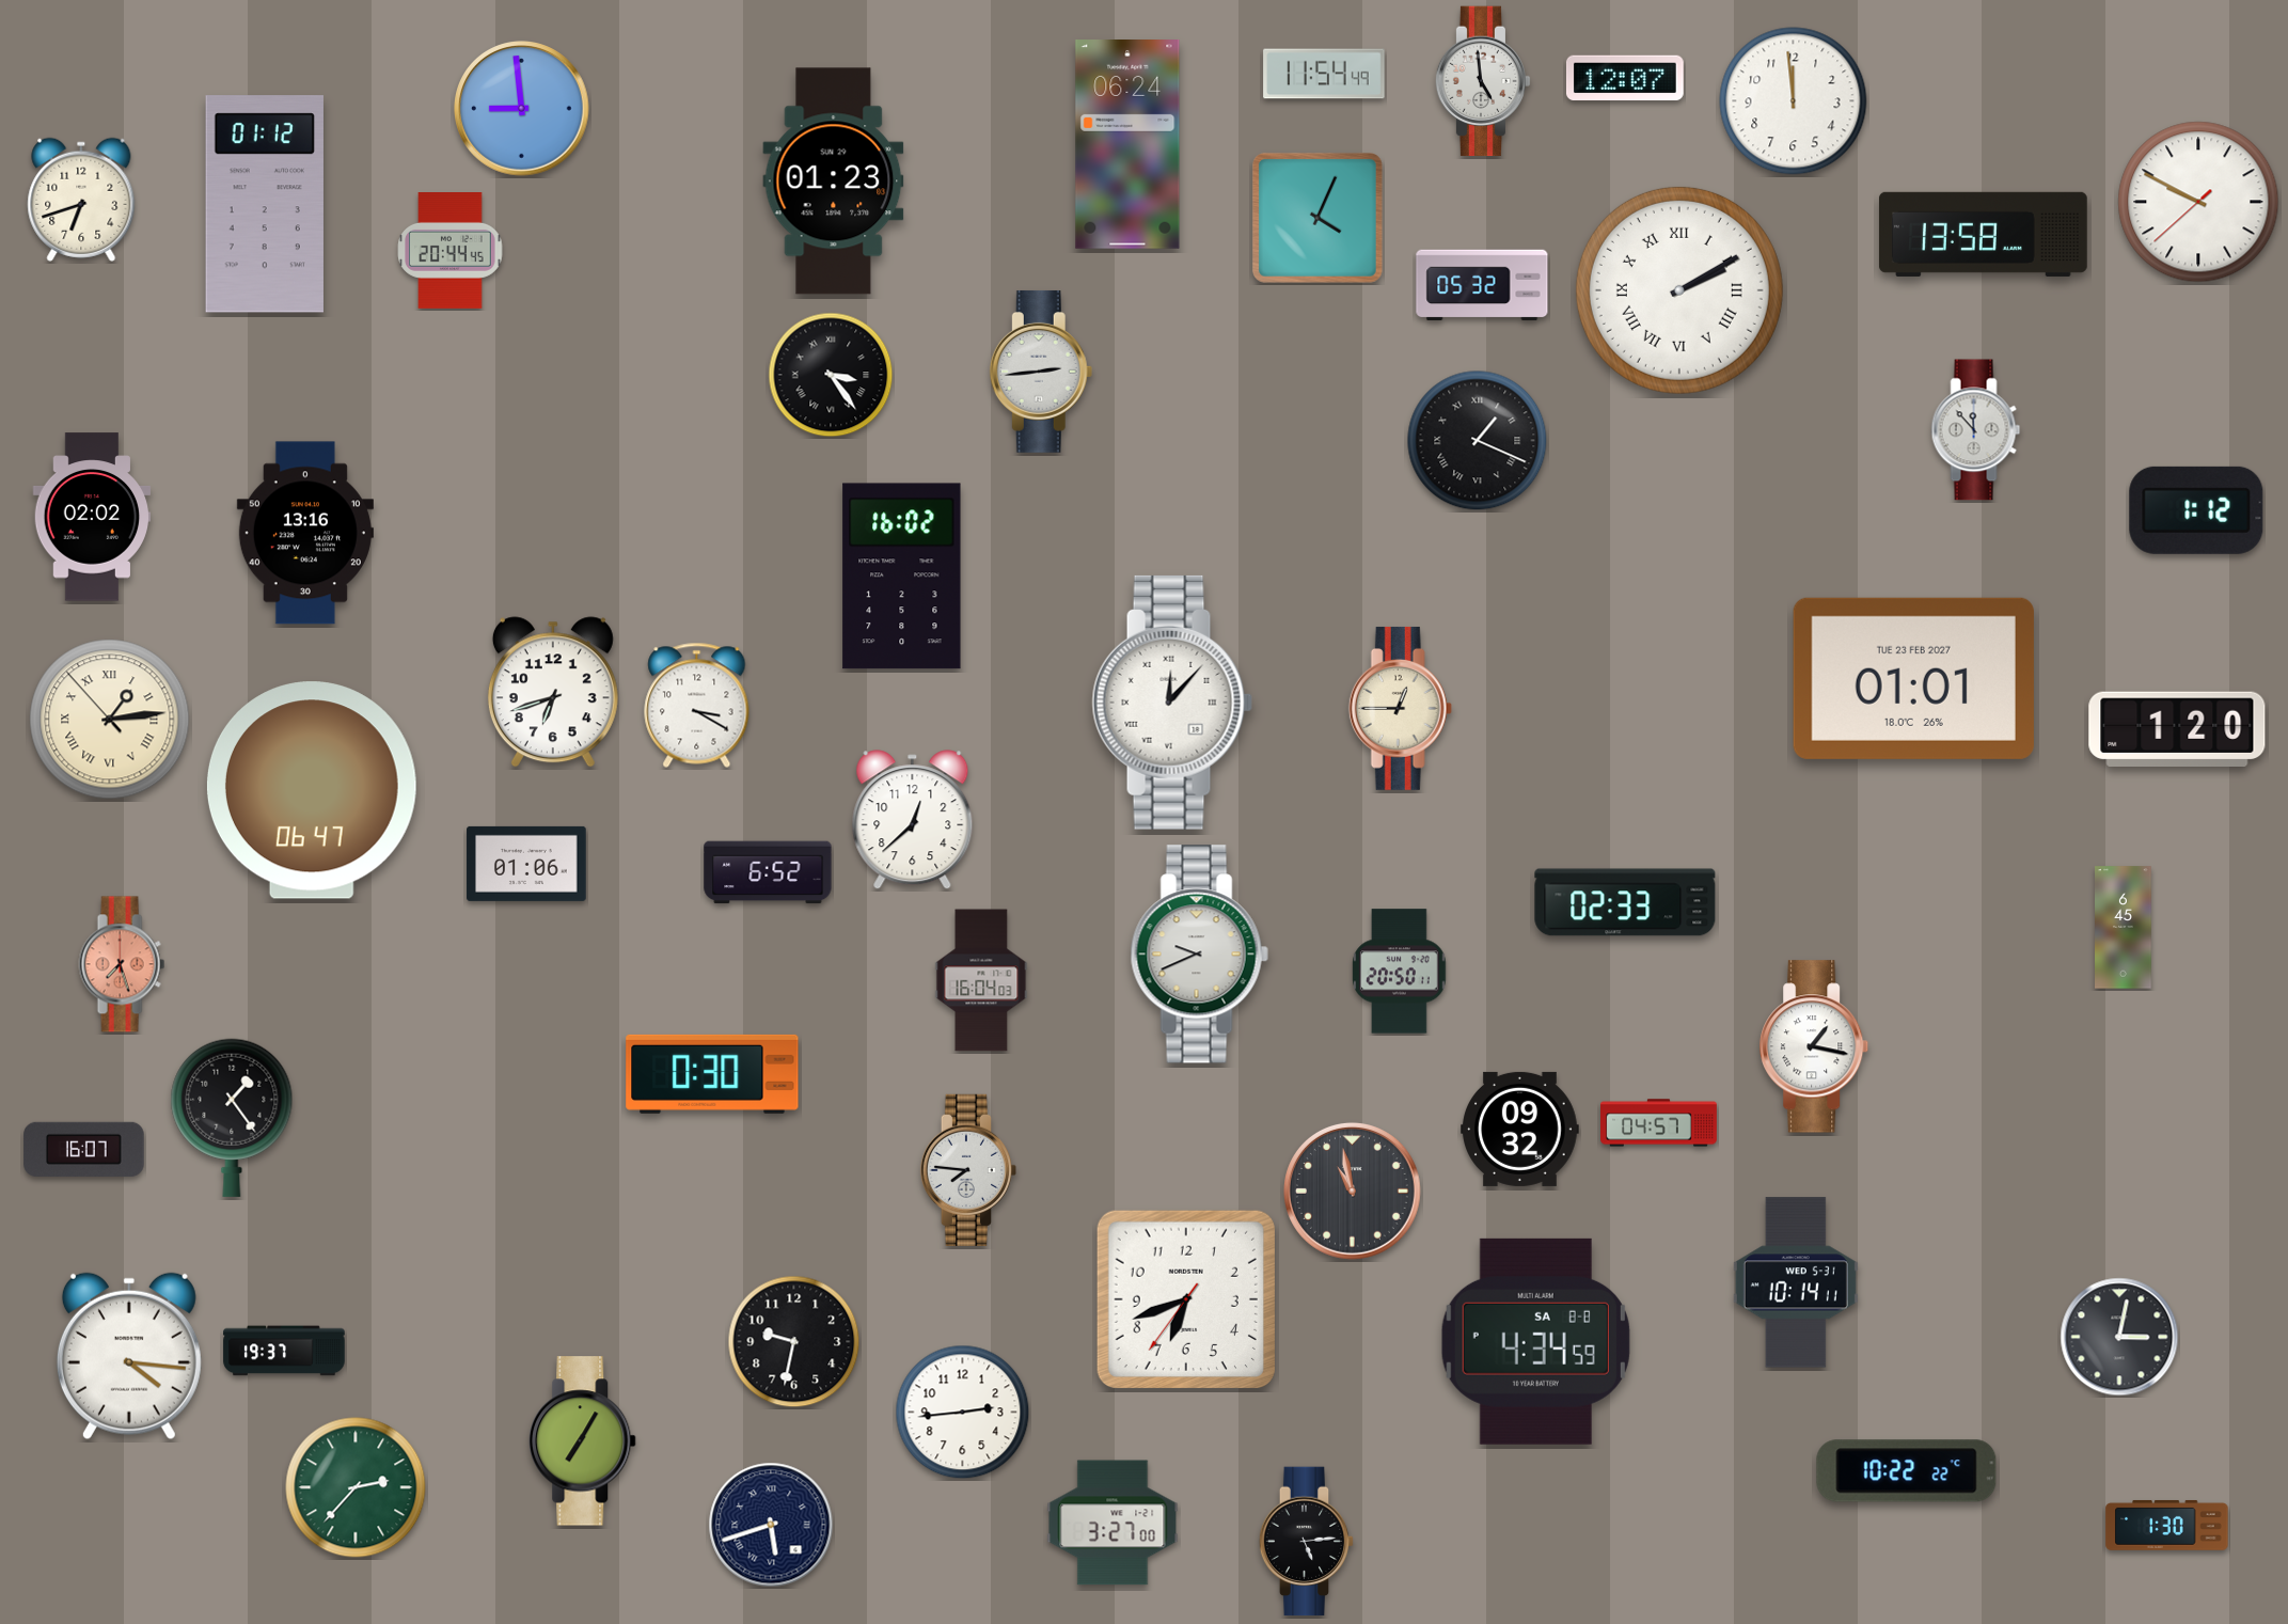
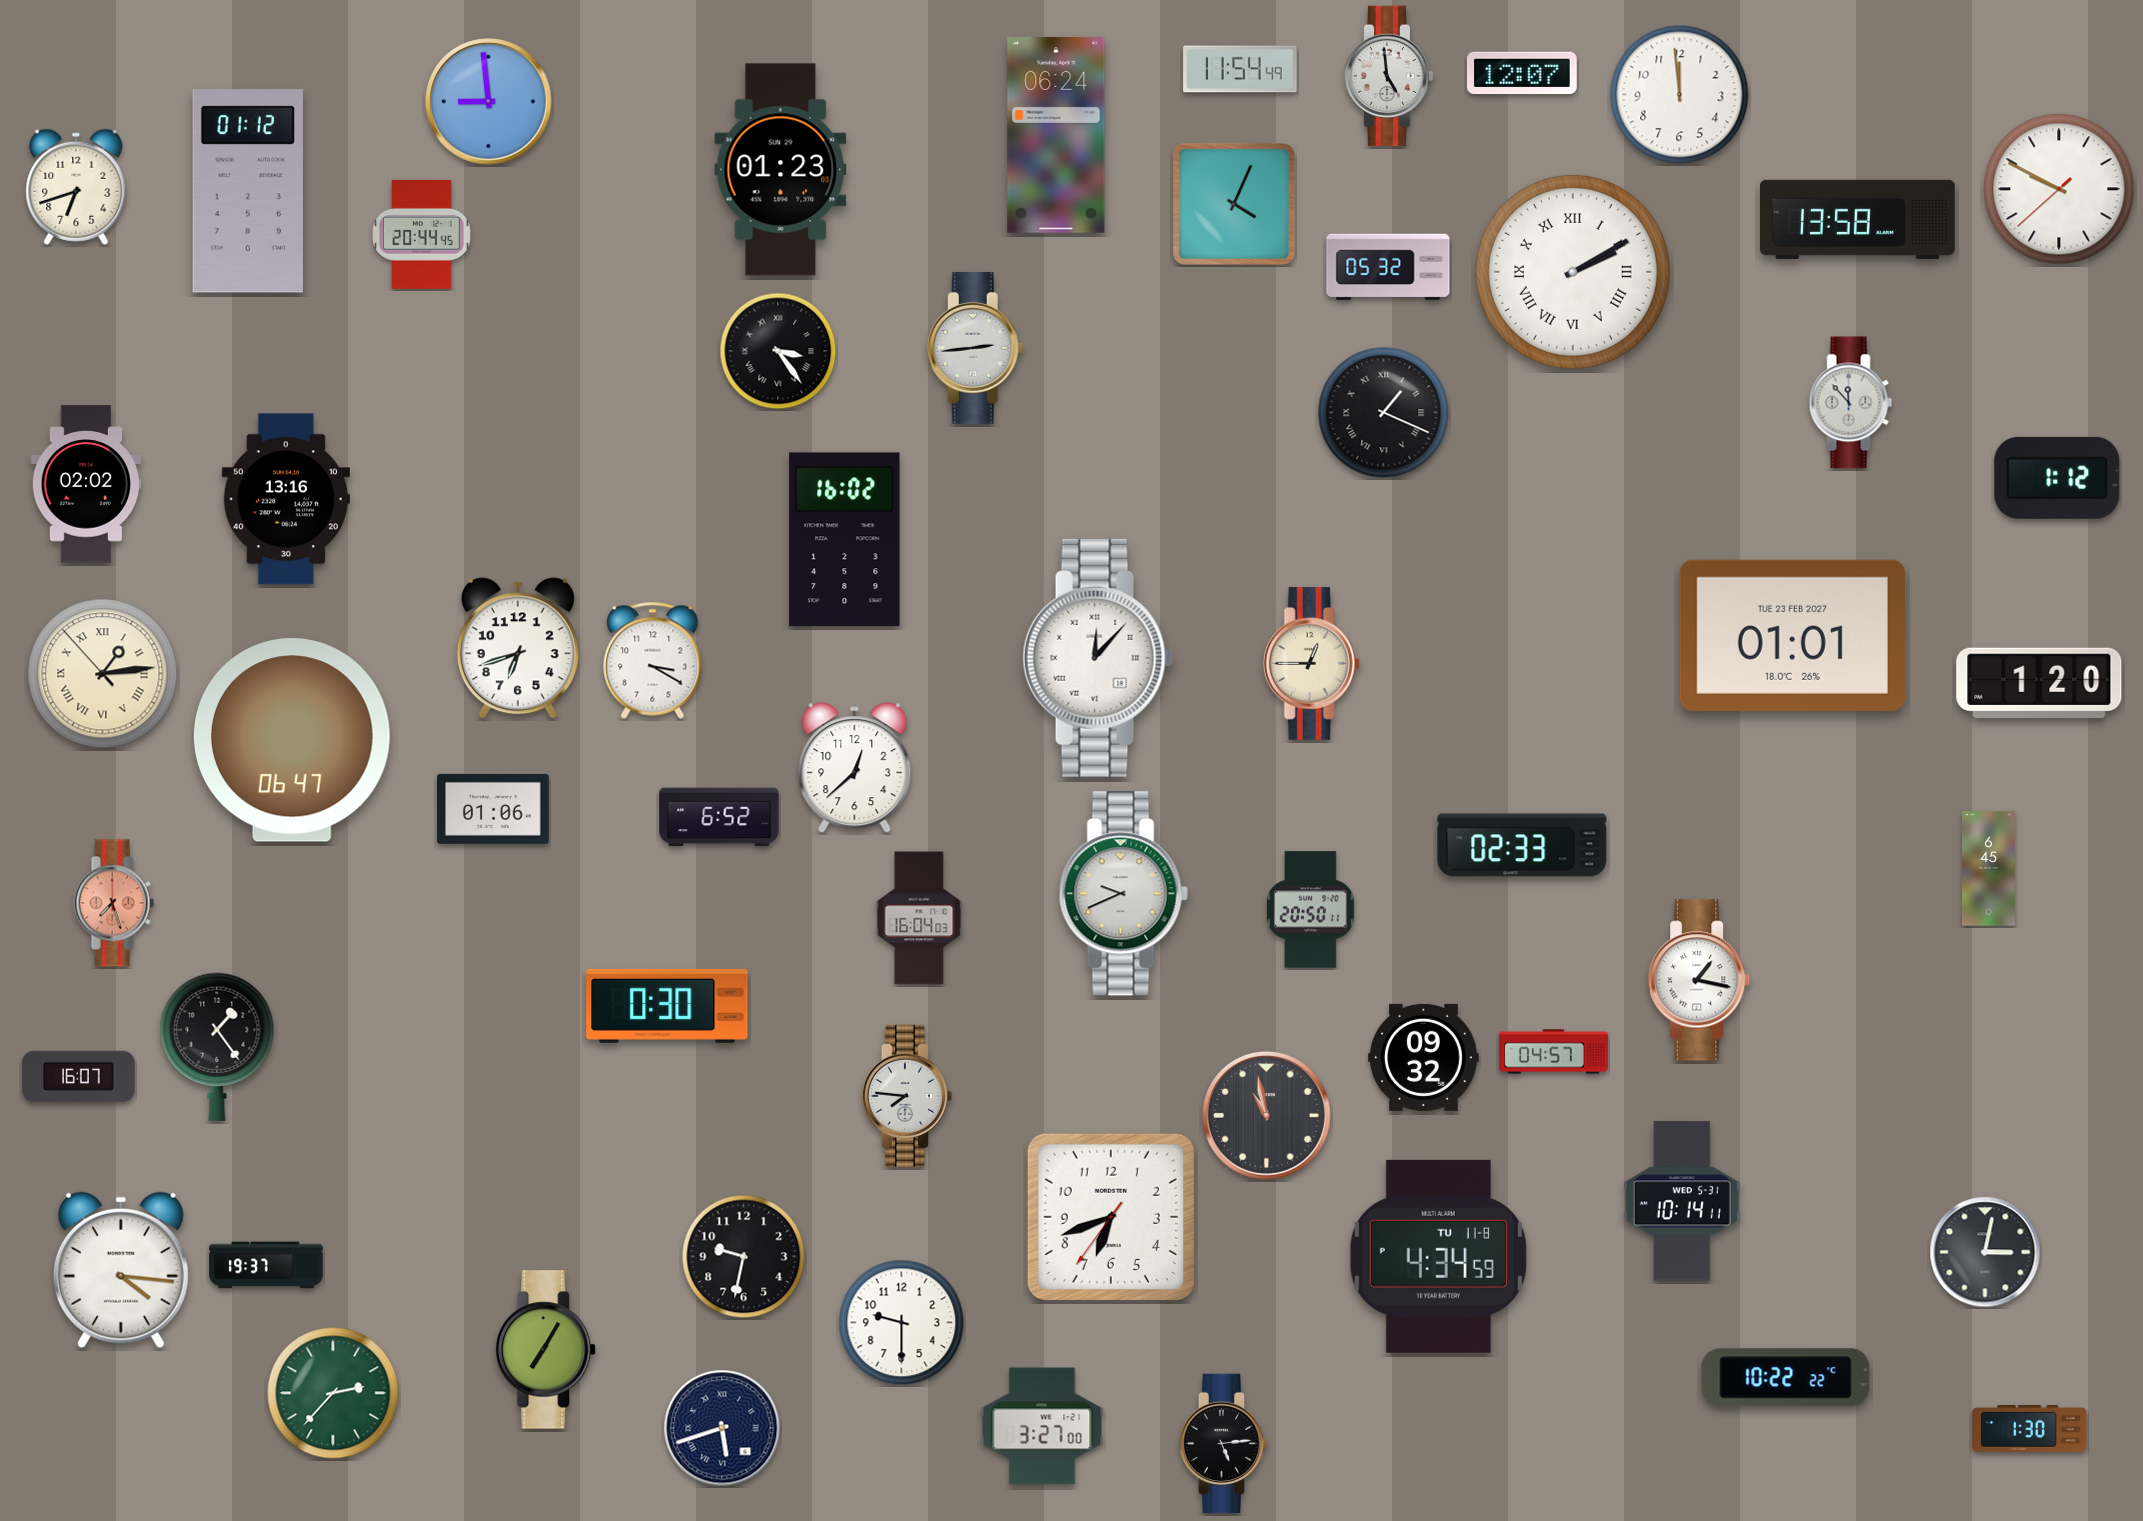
clock at (1535, 1341) date: SA 8-8 -> TU 11-8
clock at (963, 1413): 2:44 -> 9:30
